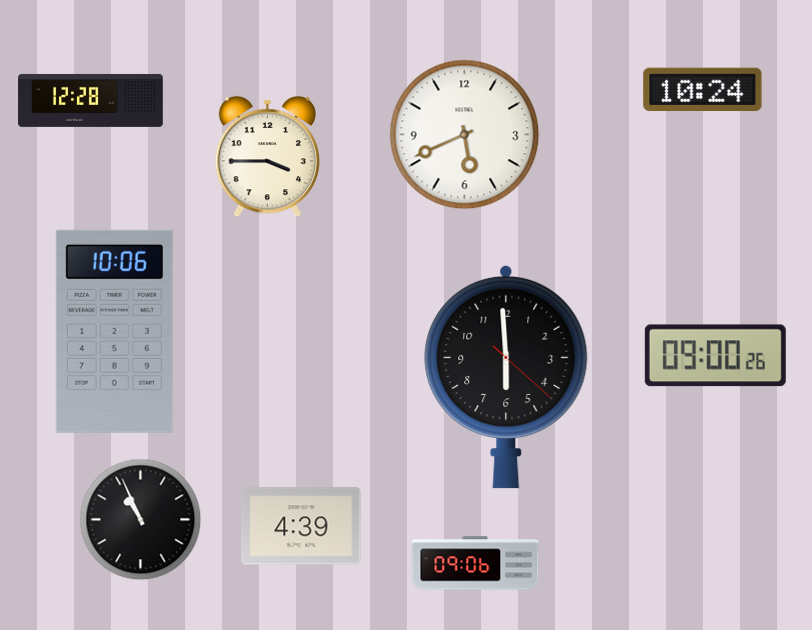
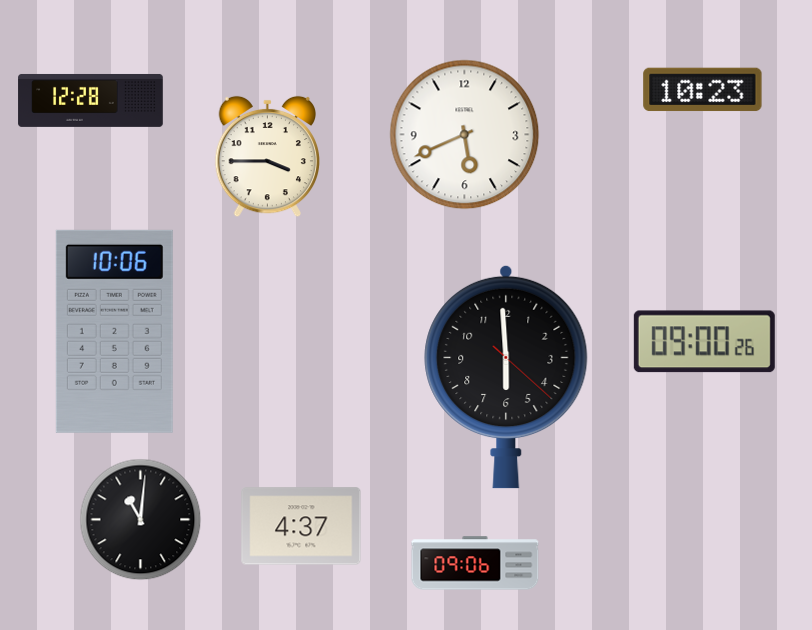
clock at (703, 90): 10:24 -> 10:23
clock at (715, 356) position: (715, 356) -> (704, 342)
clock at (141, 520): 10:56 -> 11:01
clock at (301, 526): 4:39 -> 4:37
